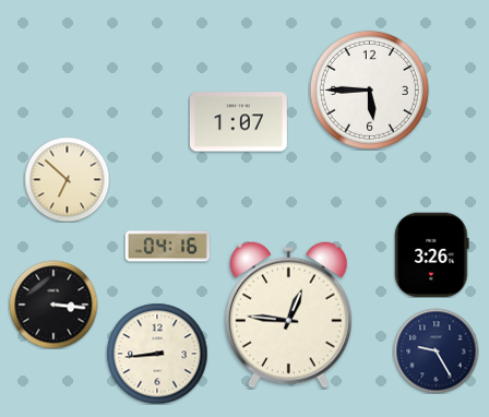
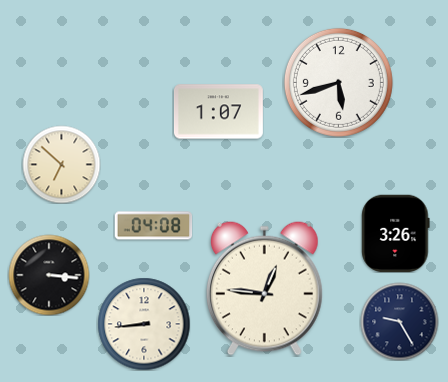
clock at (369, 90): 5:45 -> 5:42
clock at (167, 247): 04:16 -> 04:08
clock at (53, 305) position: (53, 305) -> (49, 275)
